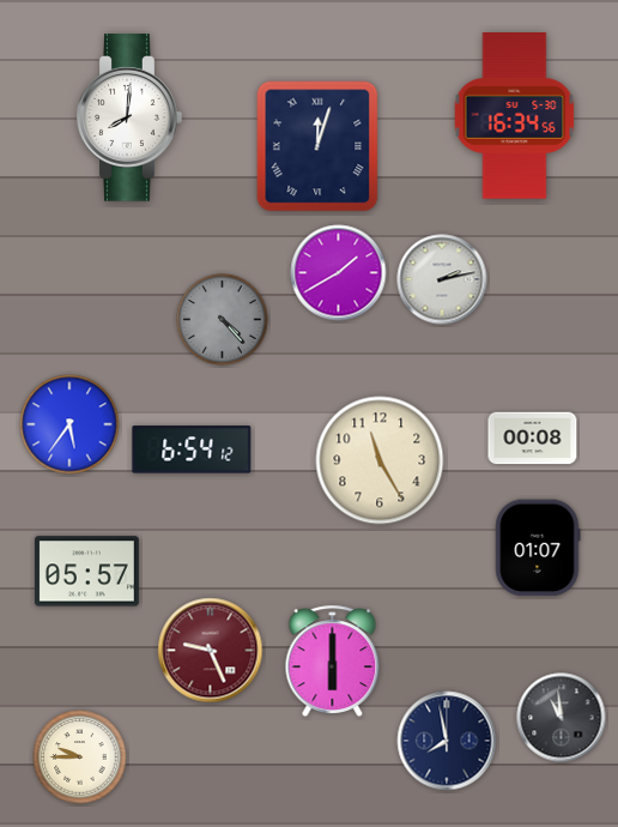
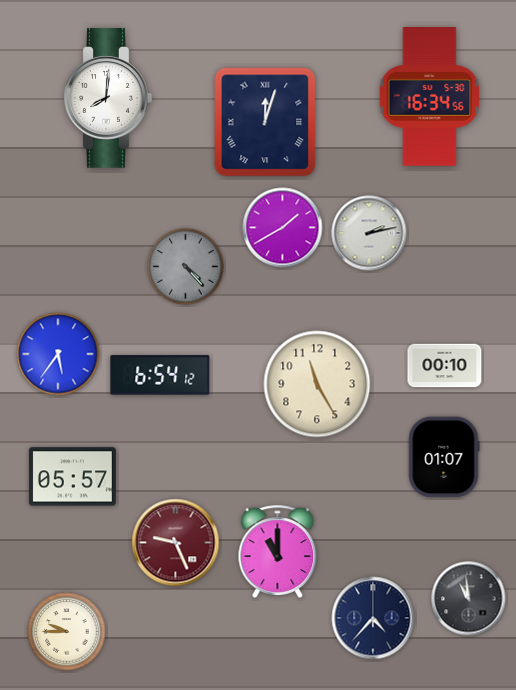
clock at (533, 439): 00:08 -> 00:10
clock at (538, 548) position: (538, 548) -> (444, 457)
clock at (333, 660): 6:00 -> 11:00
clock at (447, 741): 7:58 -> 4:37
